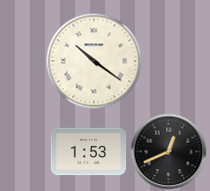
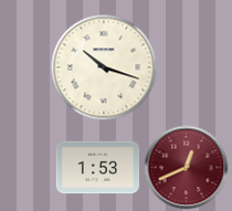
clock at (94, 61): 10:21 -> 10:18
clock at (169, 152) dial: black -> burgundy
